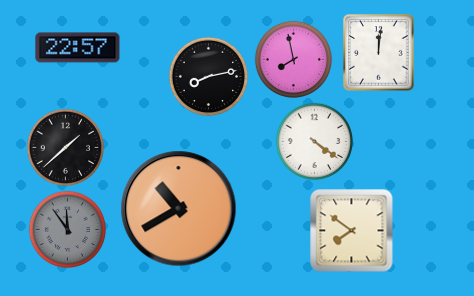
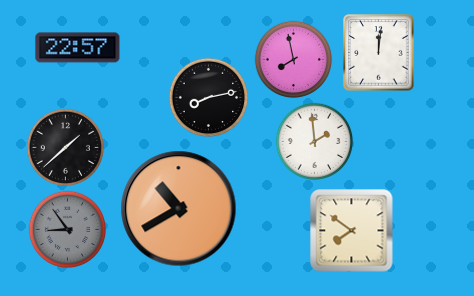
clock at (208, 76) position: (208, 76) -> (208, 97)
clock at (314, 141): 4:21 -> 1:59
clock at (67, 229): 11:54 -> 8:54
